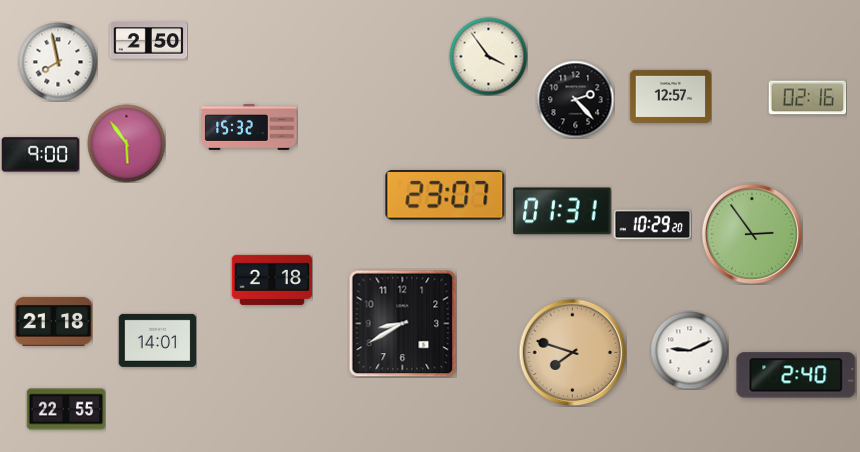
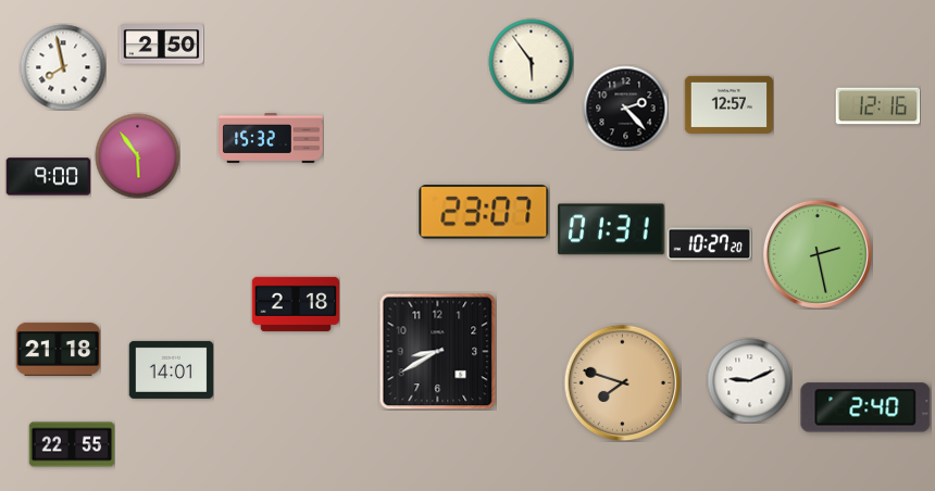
clock at (488, 56): 3:54 -> 5:54
clock at (807, 98): 02:16 -> 12:16
clock at (40, 155) position: (40, 155) -> (48, 177)
clock at (652, 225): 10:29 -> 10:27
clock at (752, 234): 2:54 -> 2:28
